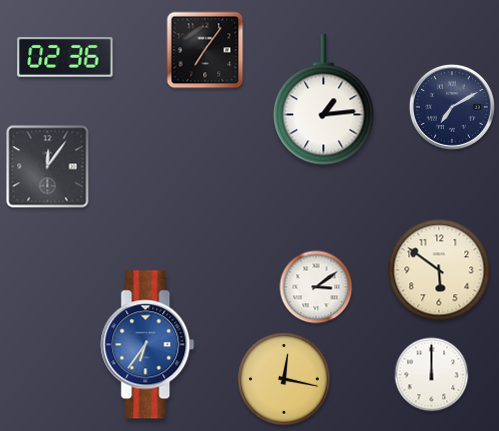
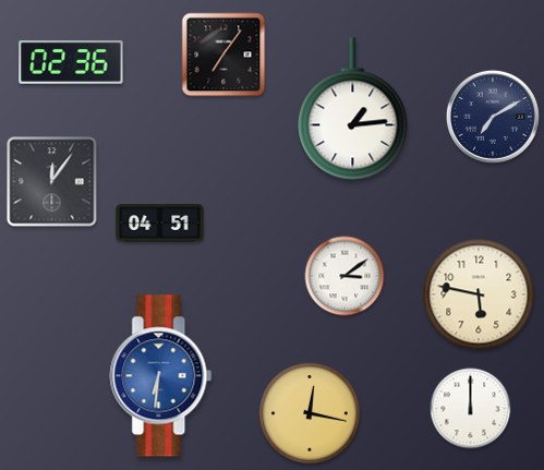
clock at (160, 224): none -> 04:51
clock at (439, 270): 5:51 -> 5:47
clock at (316, 287) position: (316, 287) -> (344, 276)
clock at (148, 345): 6:36 -> 6:31
